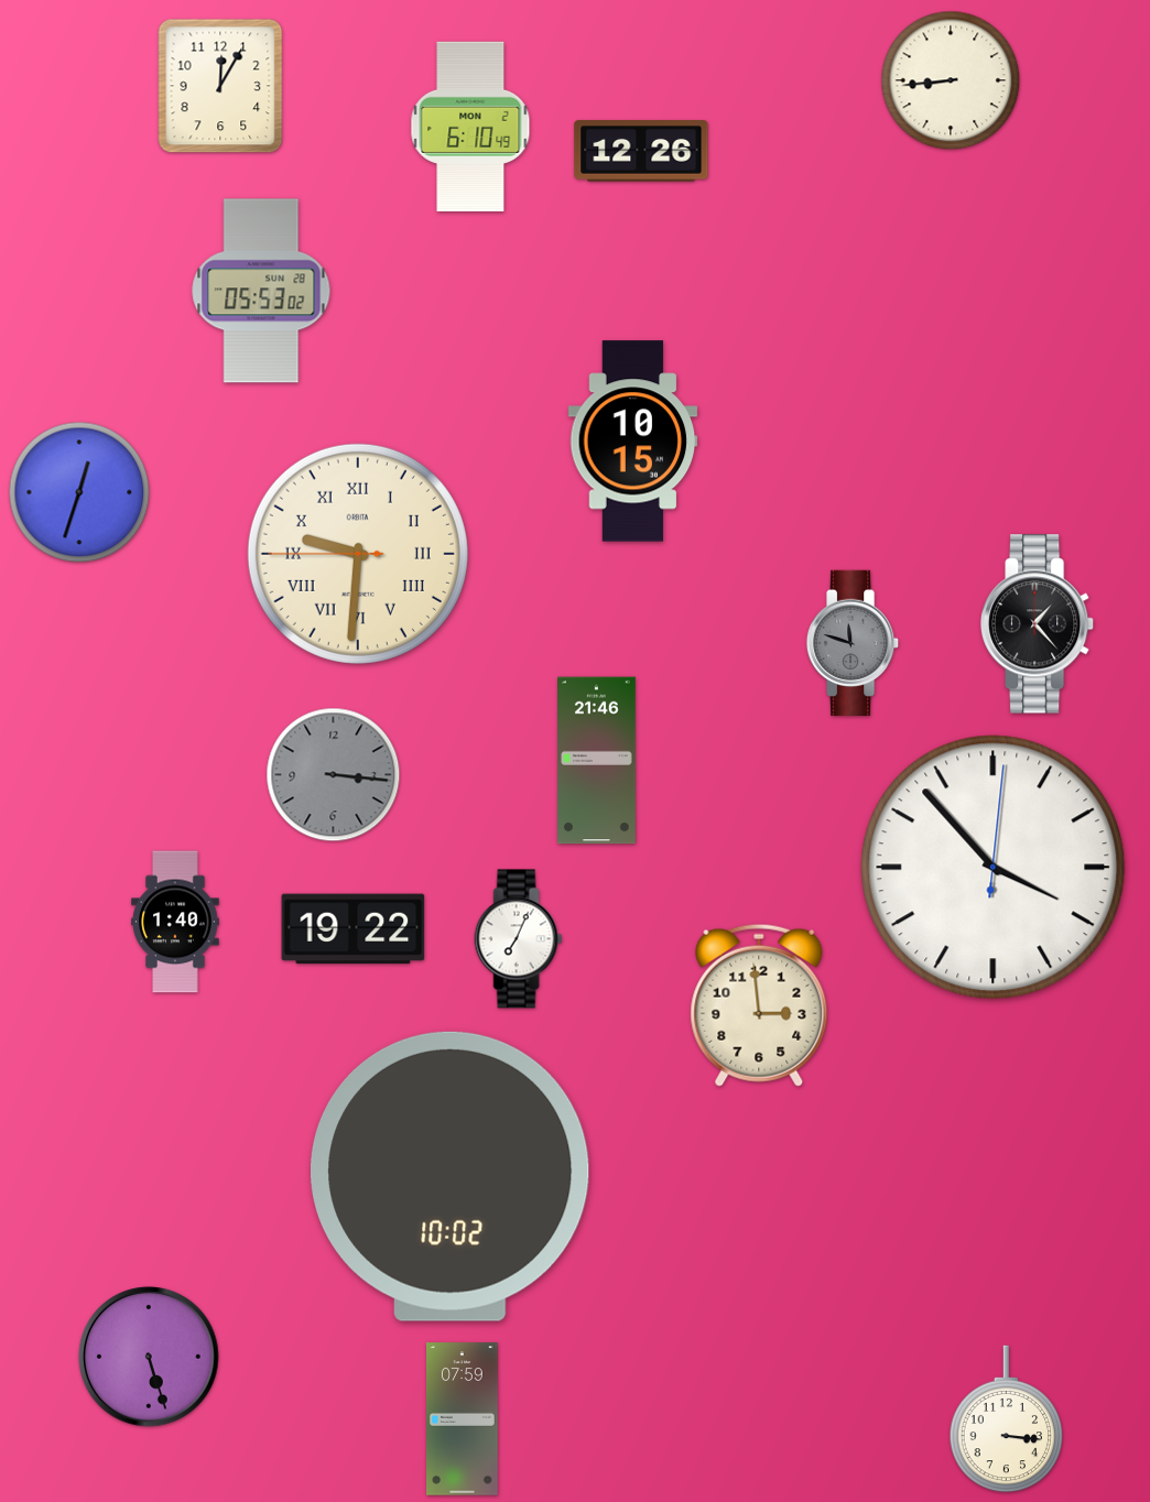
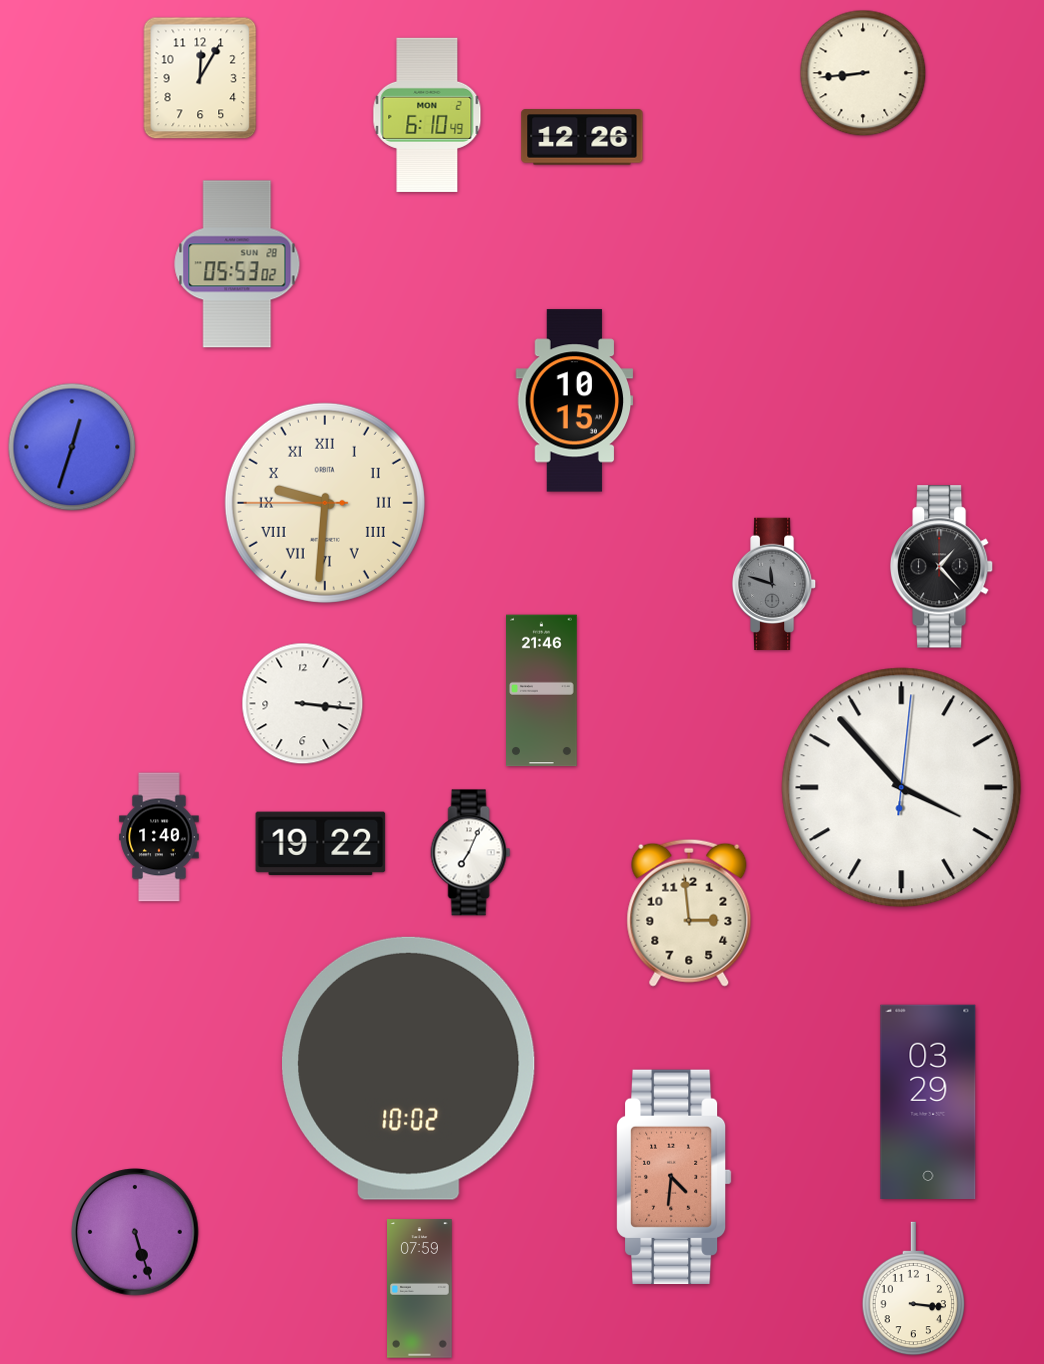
clock at (334, 775) dial: grey -> white
clock at (928, 1101): none -> 03:29
clock at (674, 1177): none -> 4:31
